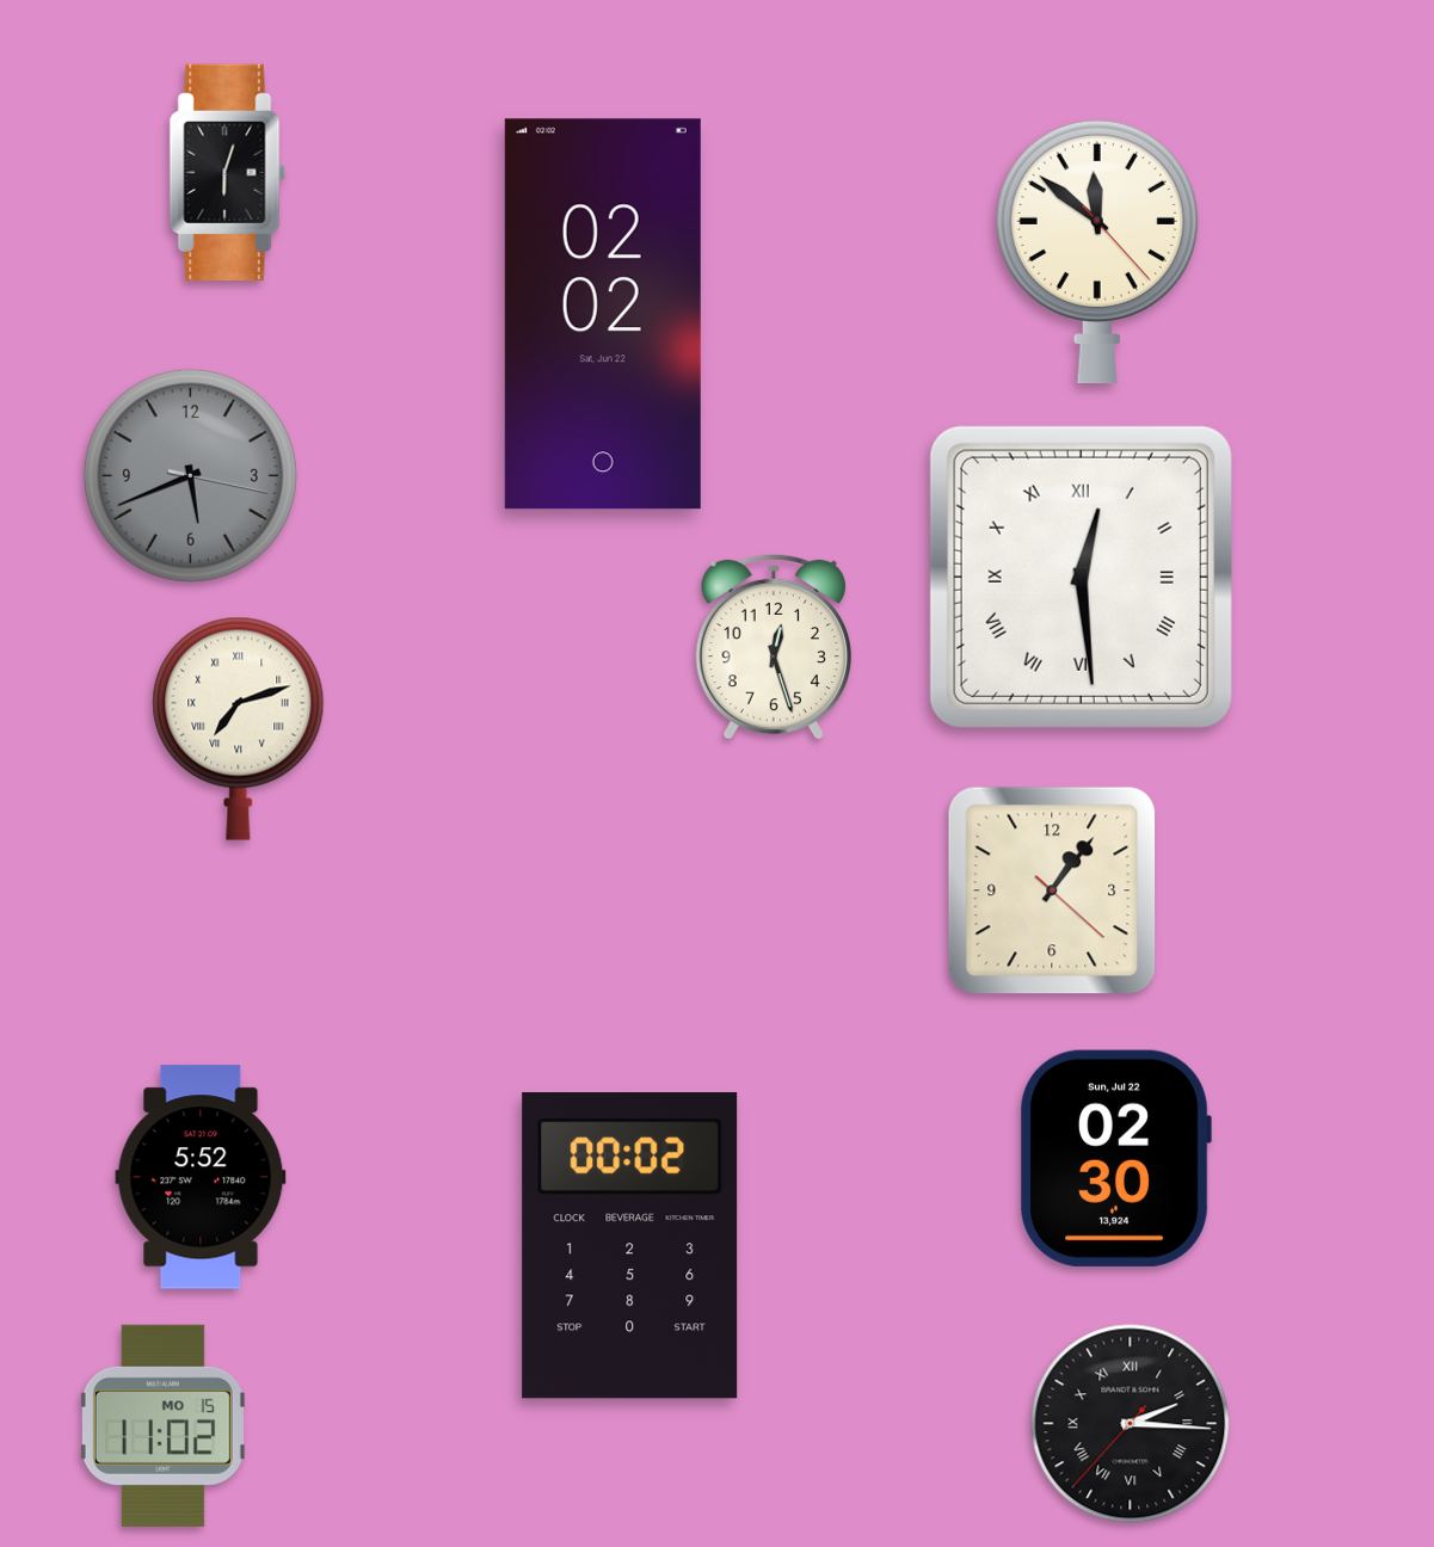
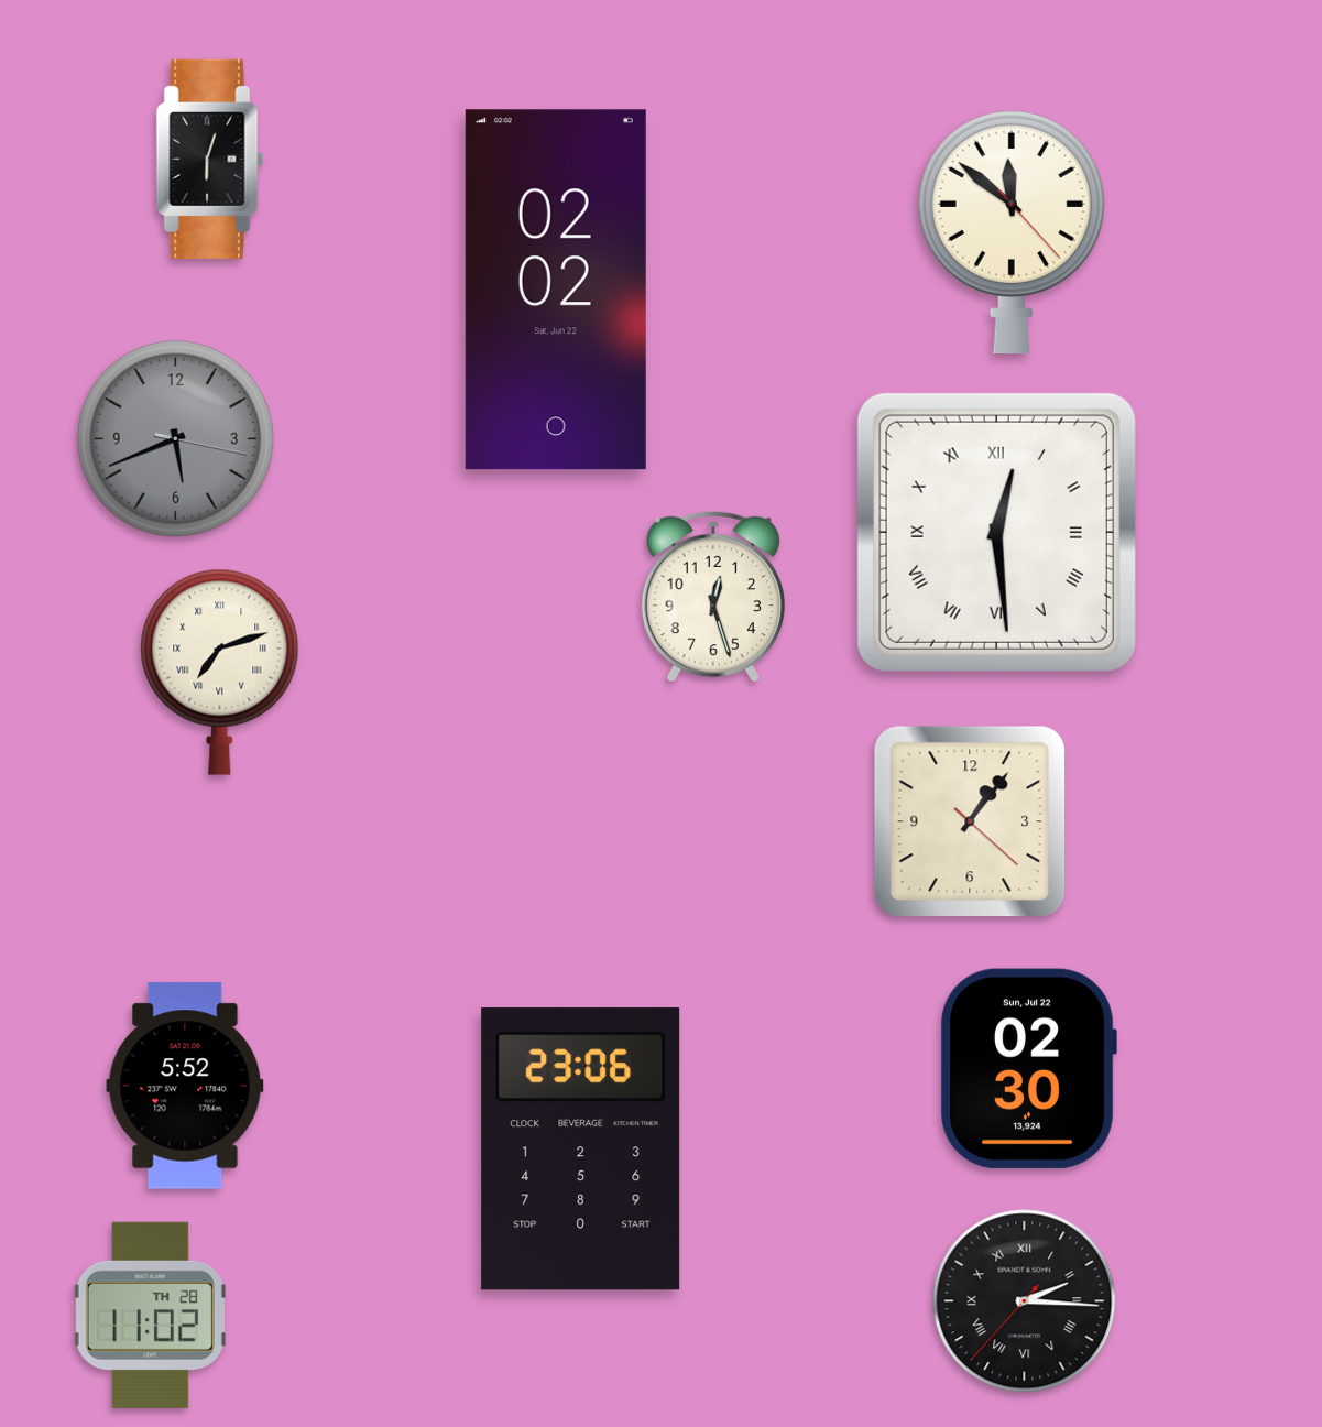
clock at (630, 1246): 00:02 -> 23:06
clock at (1131, 1424) position: (1131, 1424) -> (1025, 1301)
clock at (162, 1425) date: MO 15 -> TH 28
